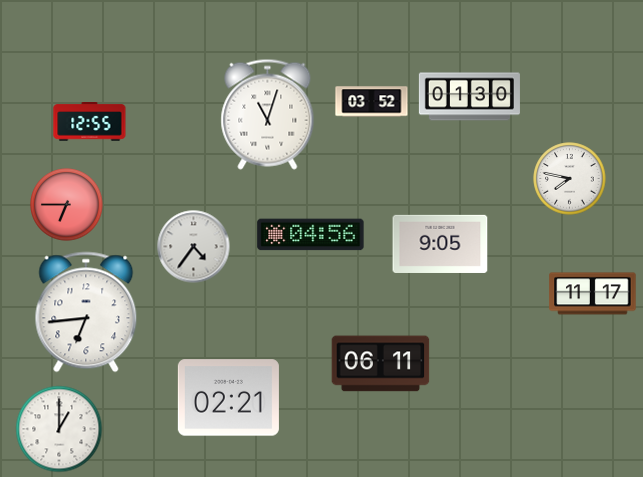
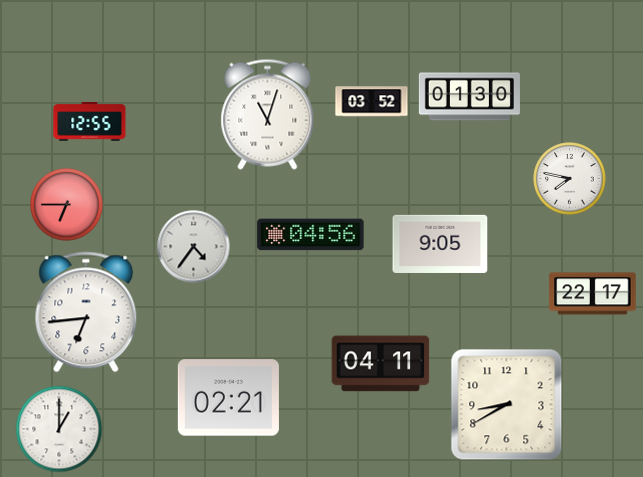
clock at (593, 294): 11:17 -> 22:17
clock at (381, 364): 06:11 -> 04:11
clock at (507, 405): none -> 8:40
